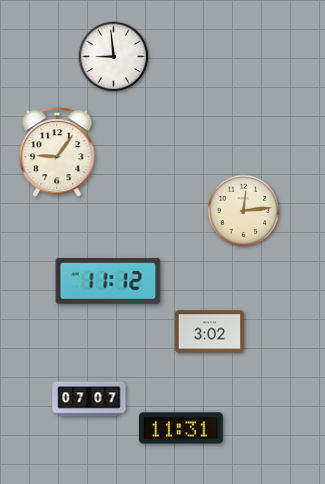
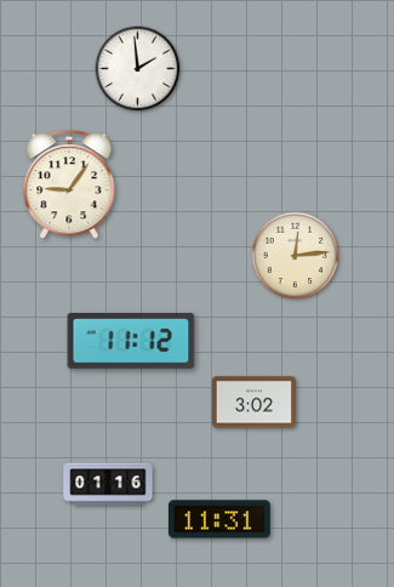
clock at (114, 57): 8:59 -> 1:59
clock at (89, 399): 07:07 -> 01:16
